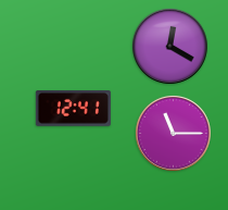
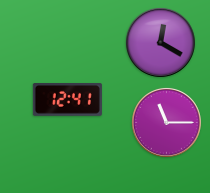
clock at (169, 46) position: (169, 46) -> (160, 42)
clock at (173, 133) position: (173, 133) -> (166, 122)
